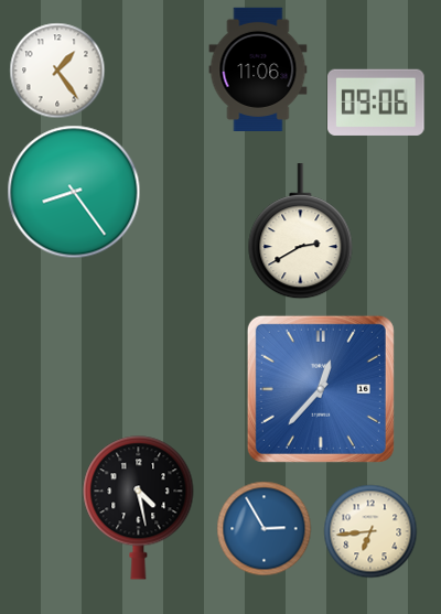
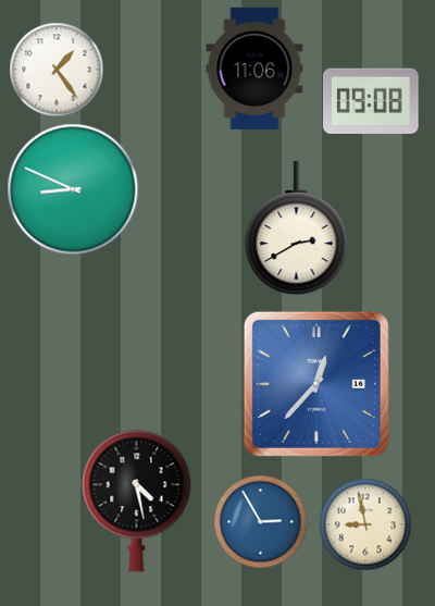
clock at (377, 103): 09:06 -> 09:08
clock at (74, 192): 8:24 -> 8:49
clock at (370, 531): 6:44 -> 8:58
